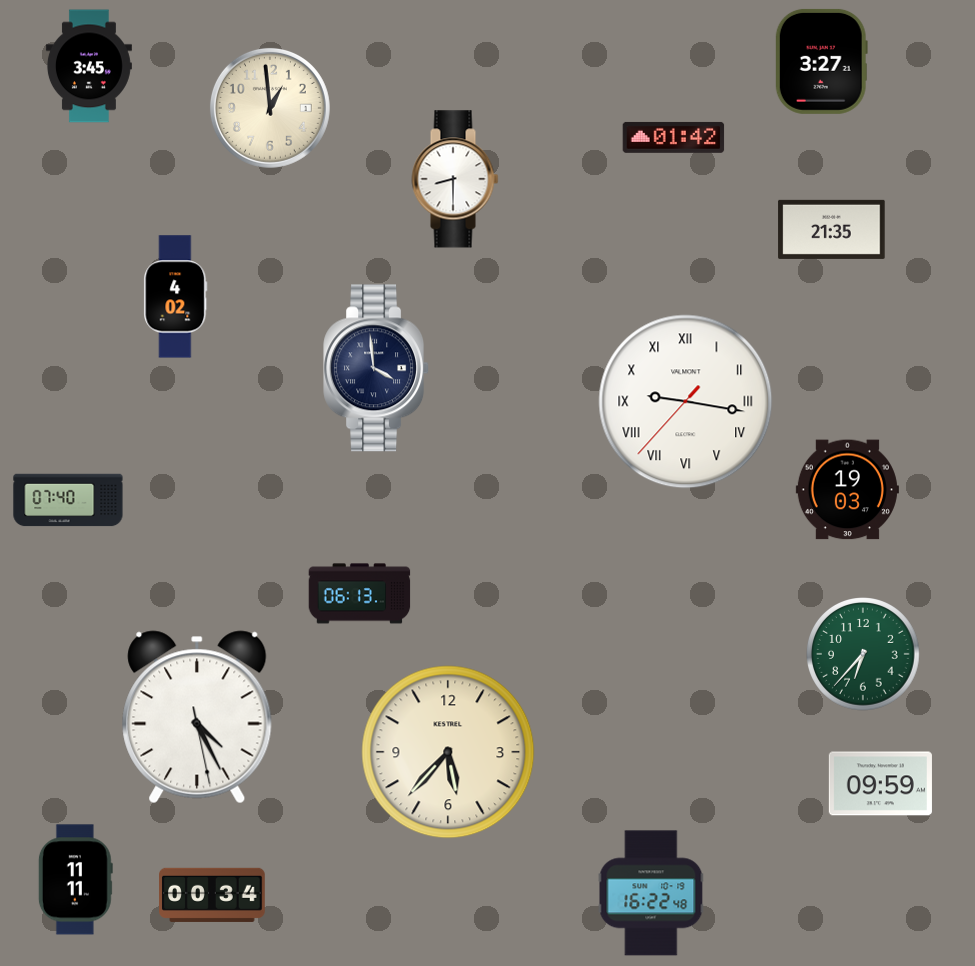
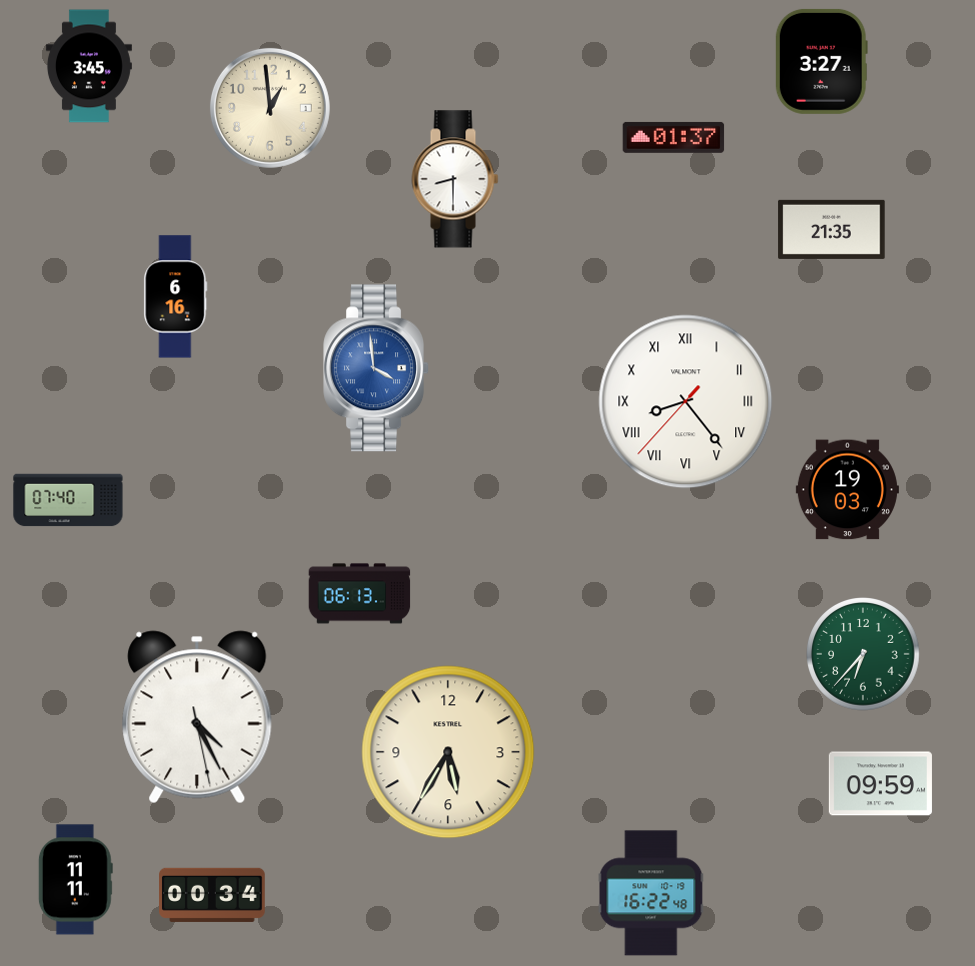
clock at (674, 137): 01:42 -> 01:37
clock at (176, 297): 4:02 -> 6:16
clock at (377, 368) dial: navy -> blue
clock at (686, 402): 9:16 -> 8:23
clock at (448, 752): 5:37 -> 5:35
